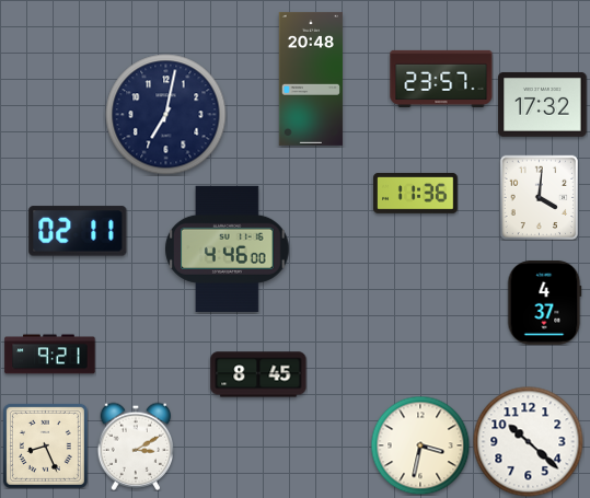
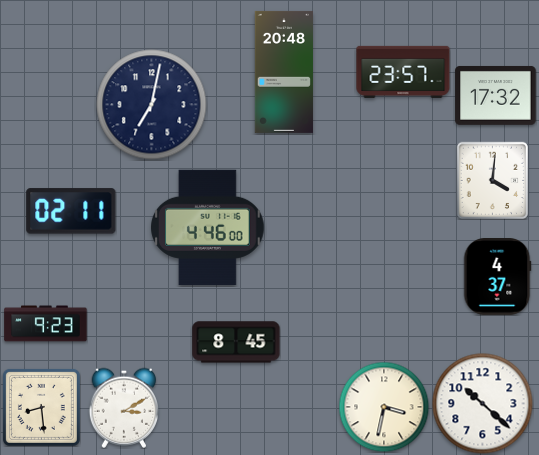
clock at (416, 193): 11:36 -> none
clock at (50, 355): 9:21 -> 9:23
clock at (45, 445): 8:26 -> 8:29
